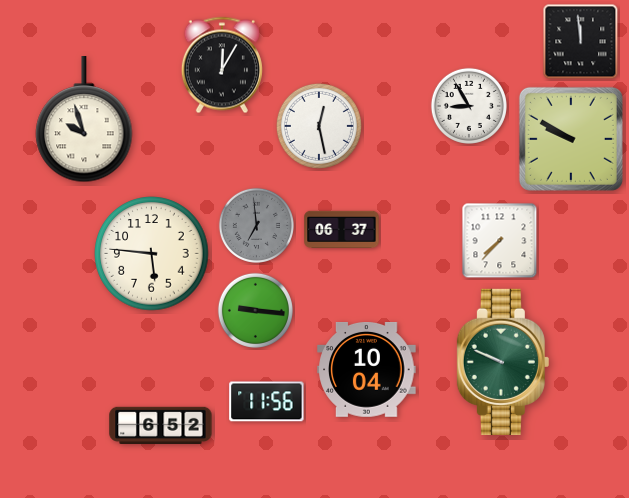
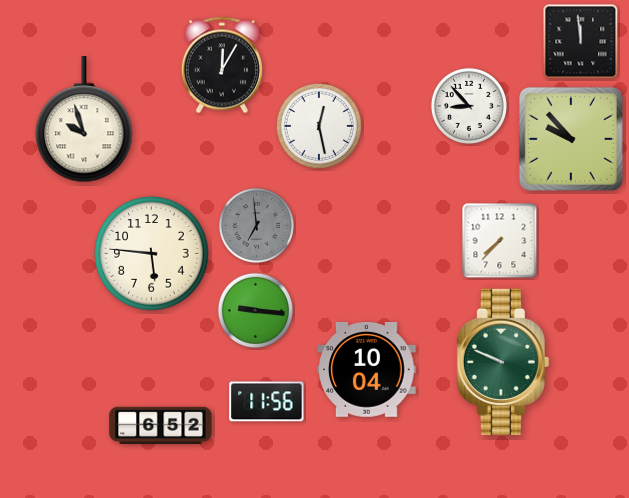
clock at (469, 106): 8:55 -> 8:53
clock at (571, 139): 9:50 -> 9:53
clock at (342, 229): 06:37 -> none
